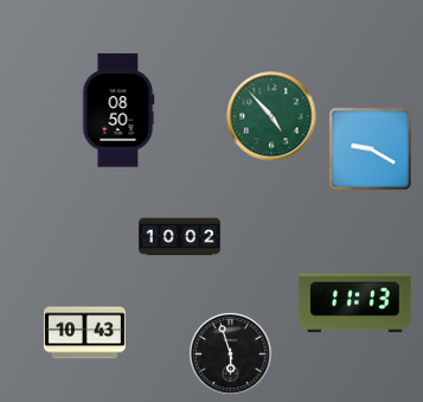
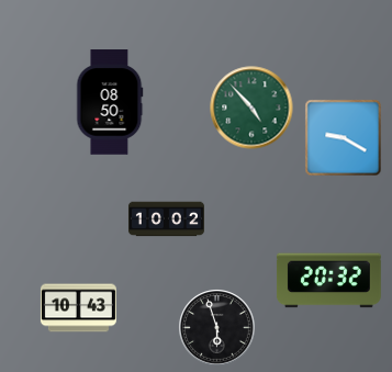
clock at (354, 304): 11:13 -> 20:32
clock at (231, 355) position: (231, 355) -> (217, 328)
